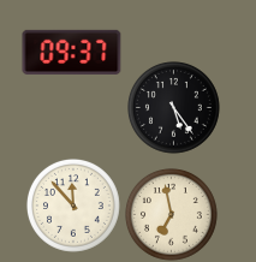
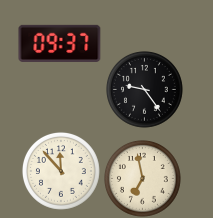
clock at (174, 108): 5:24 -> 9:24
